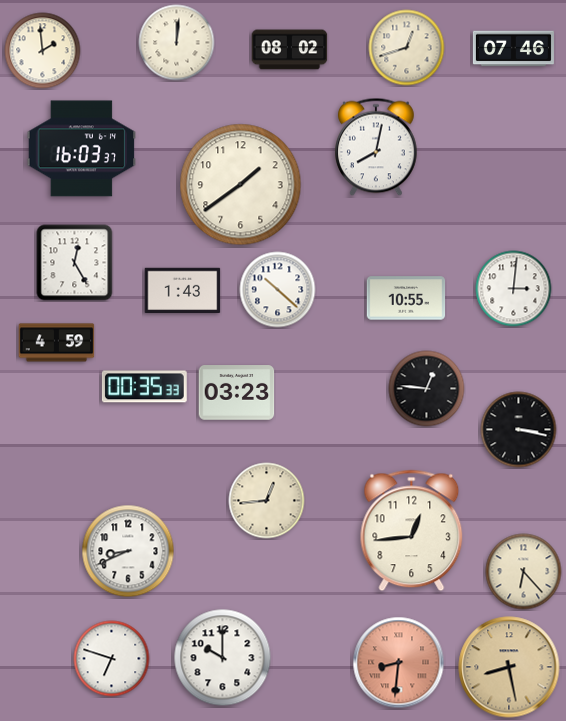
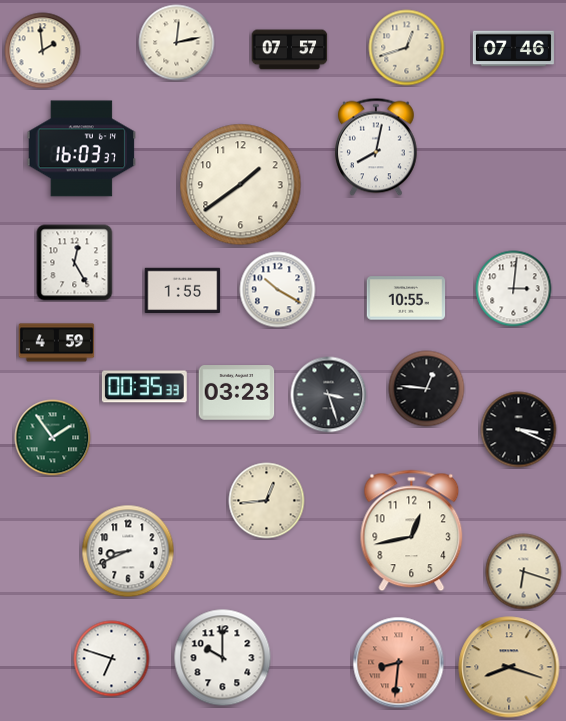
clock at (177, 43): 12:01 -> 12:13
clock at (290, 50): 08:02 -> 07:57
clock at (278, 290): 10:22 -> 10:20
clock at (183, 291): 1:43 -> 1:55
clock at (329, 395): none -> 3:27
clock at (519, 430): 3:17 -> 3:19
clock at (53, 438): none -> 1:54
clock at (412, 531): 12:44 -> 12:43
clock at (524, 572): 6:23 -> 6:18
clock at (509, 667): 8:28 -> 8:18
